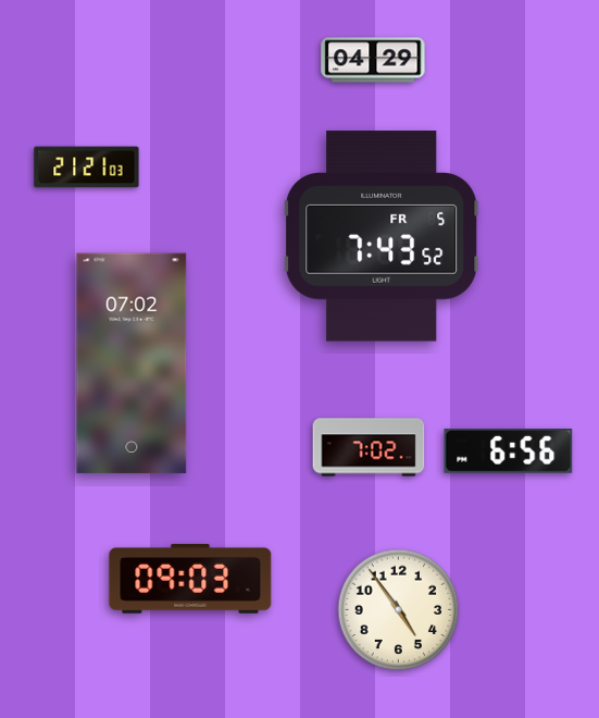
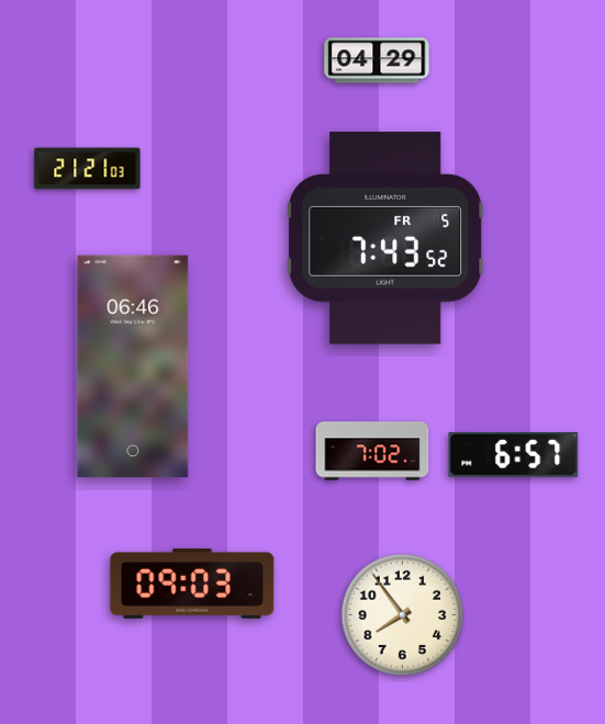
clock at (132, 363): 07:02 -> 06:46
clock at (509, 450): 6:56 -> 6:57
clock at (399, 610): 4:54 -> 7:54
